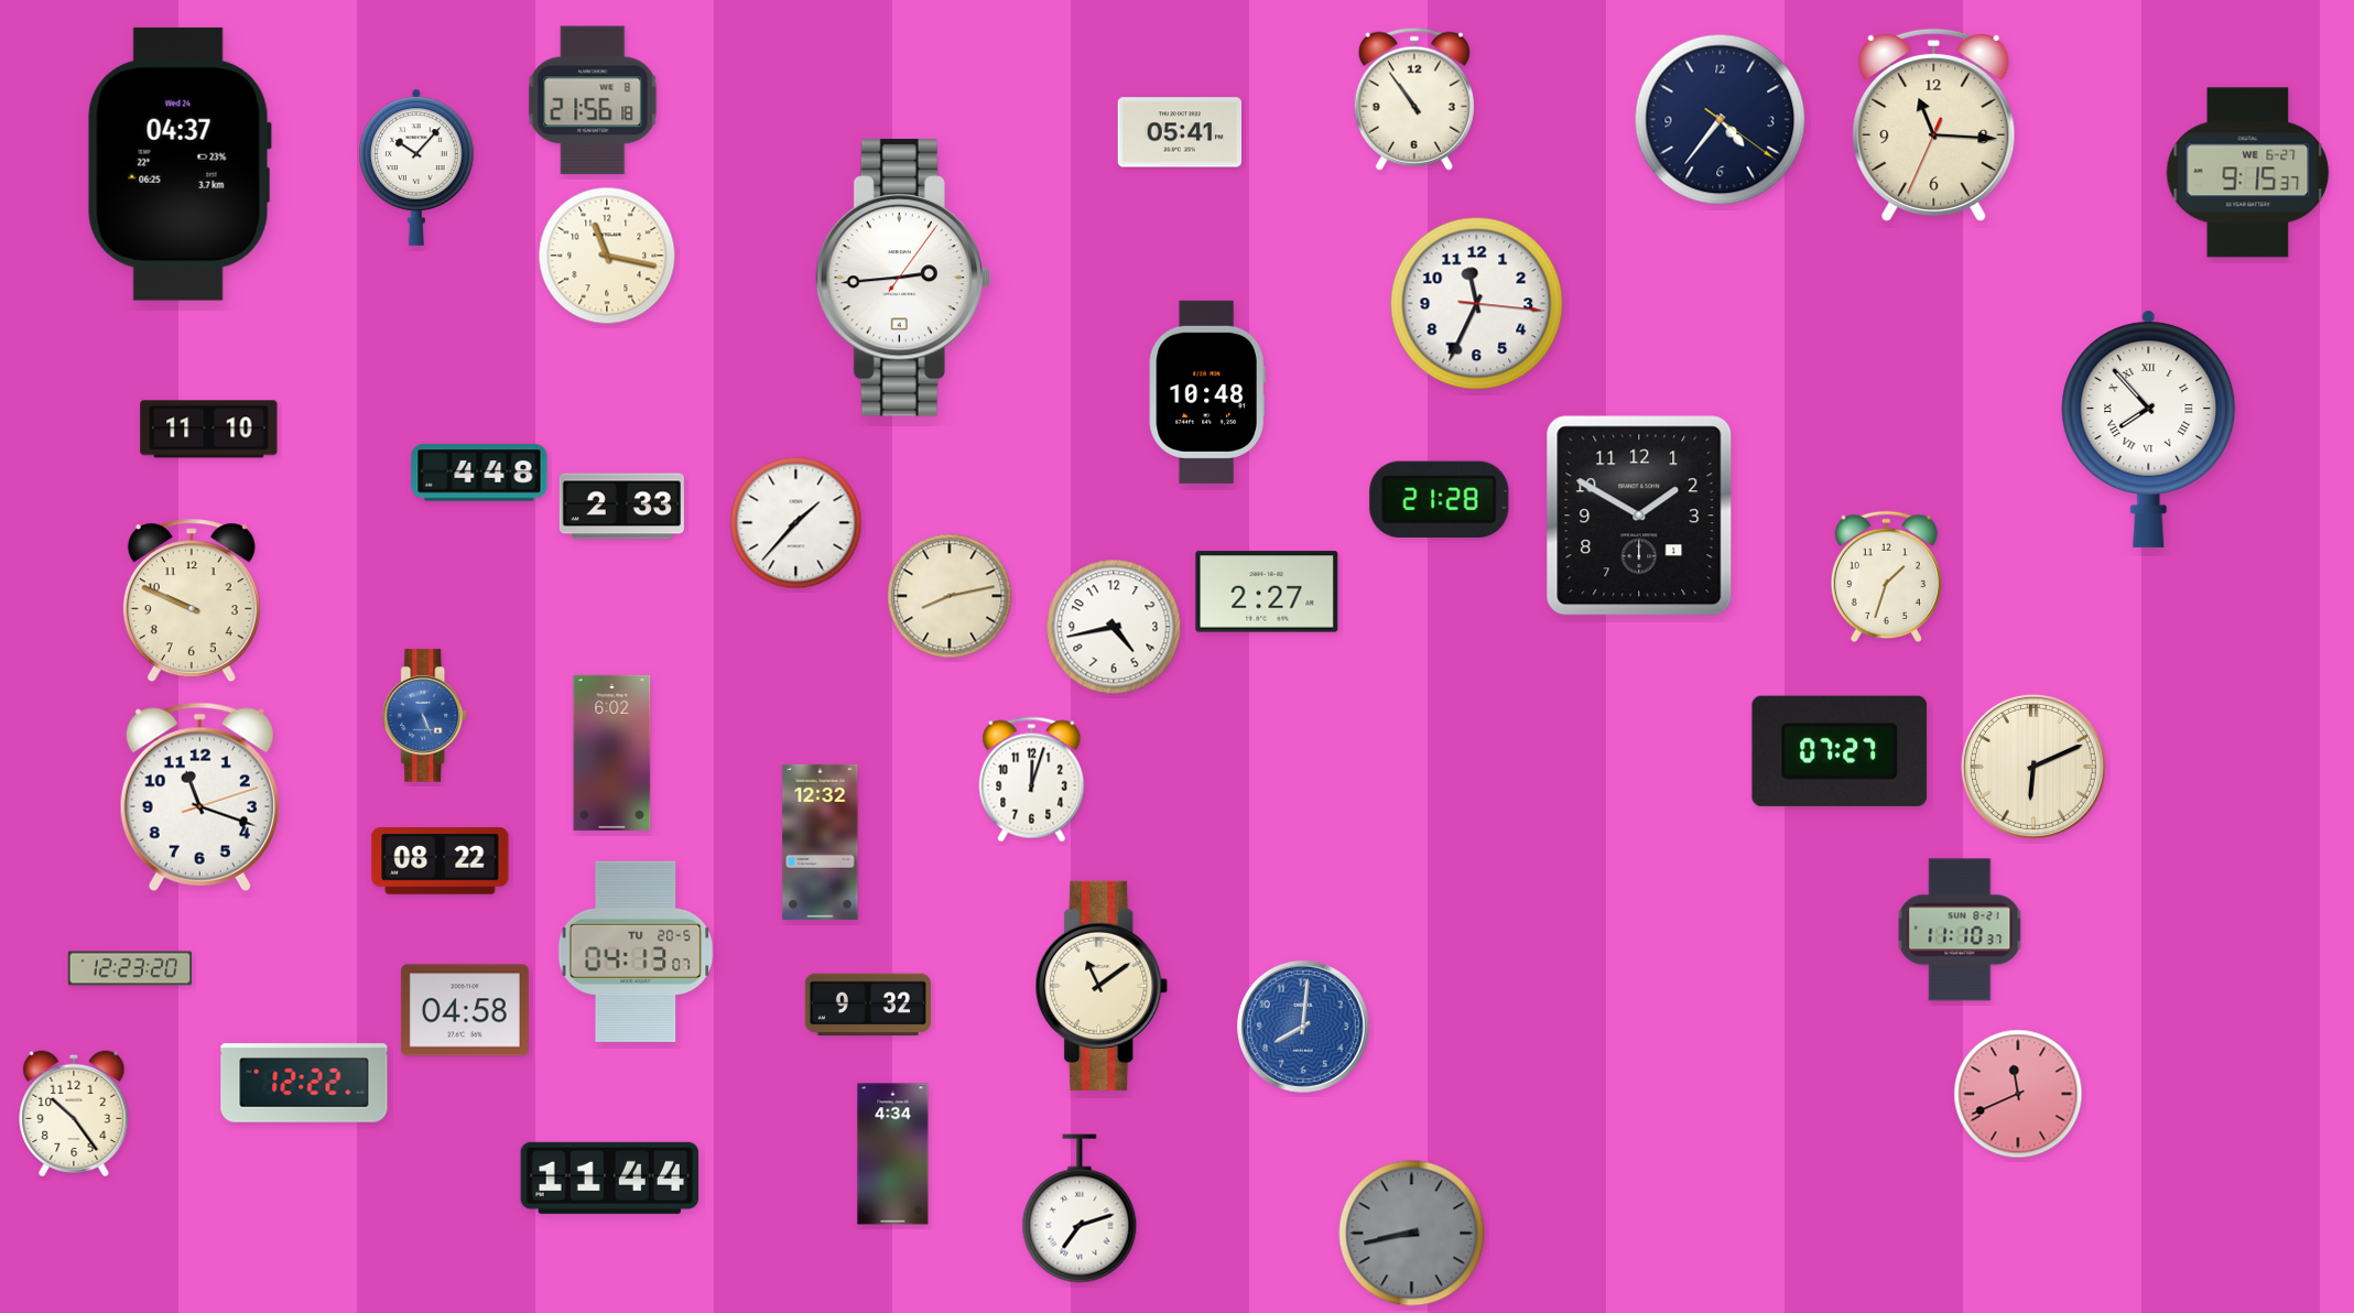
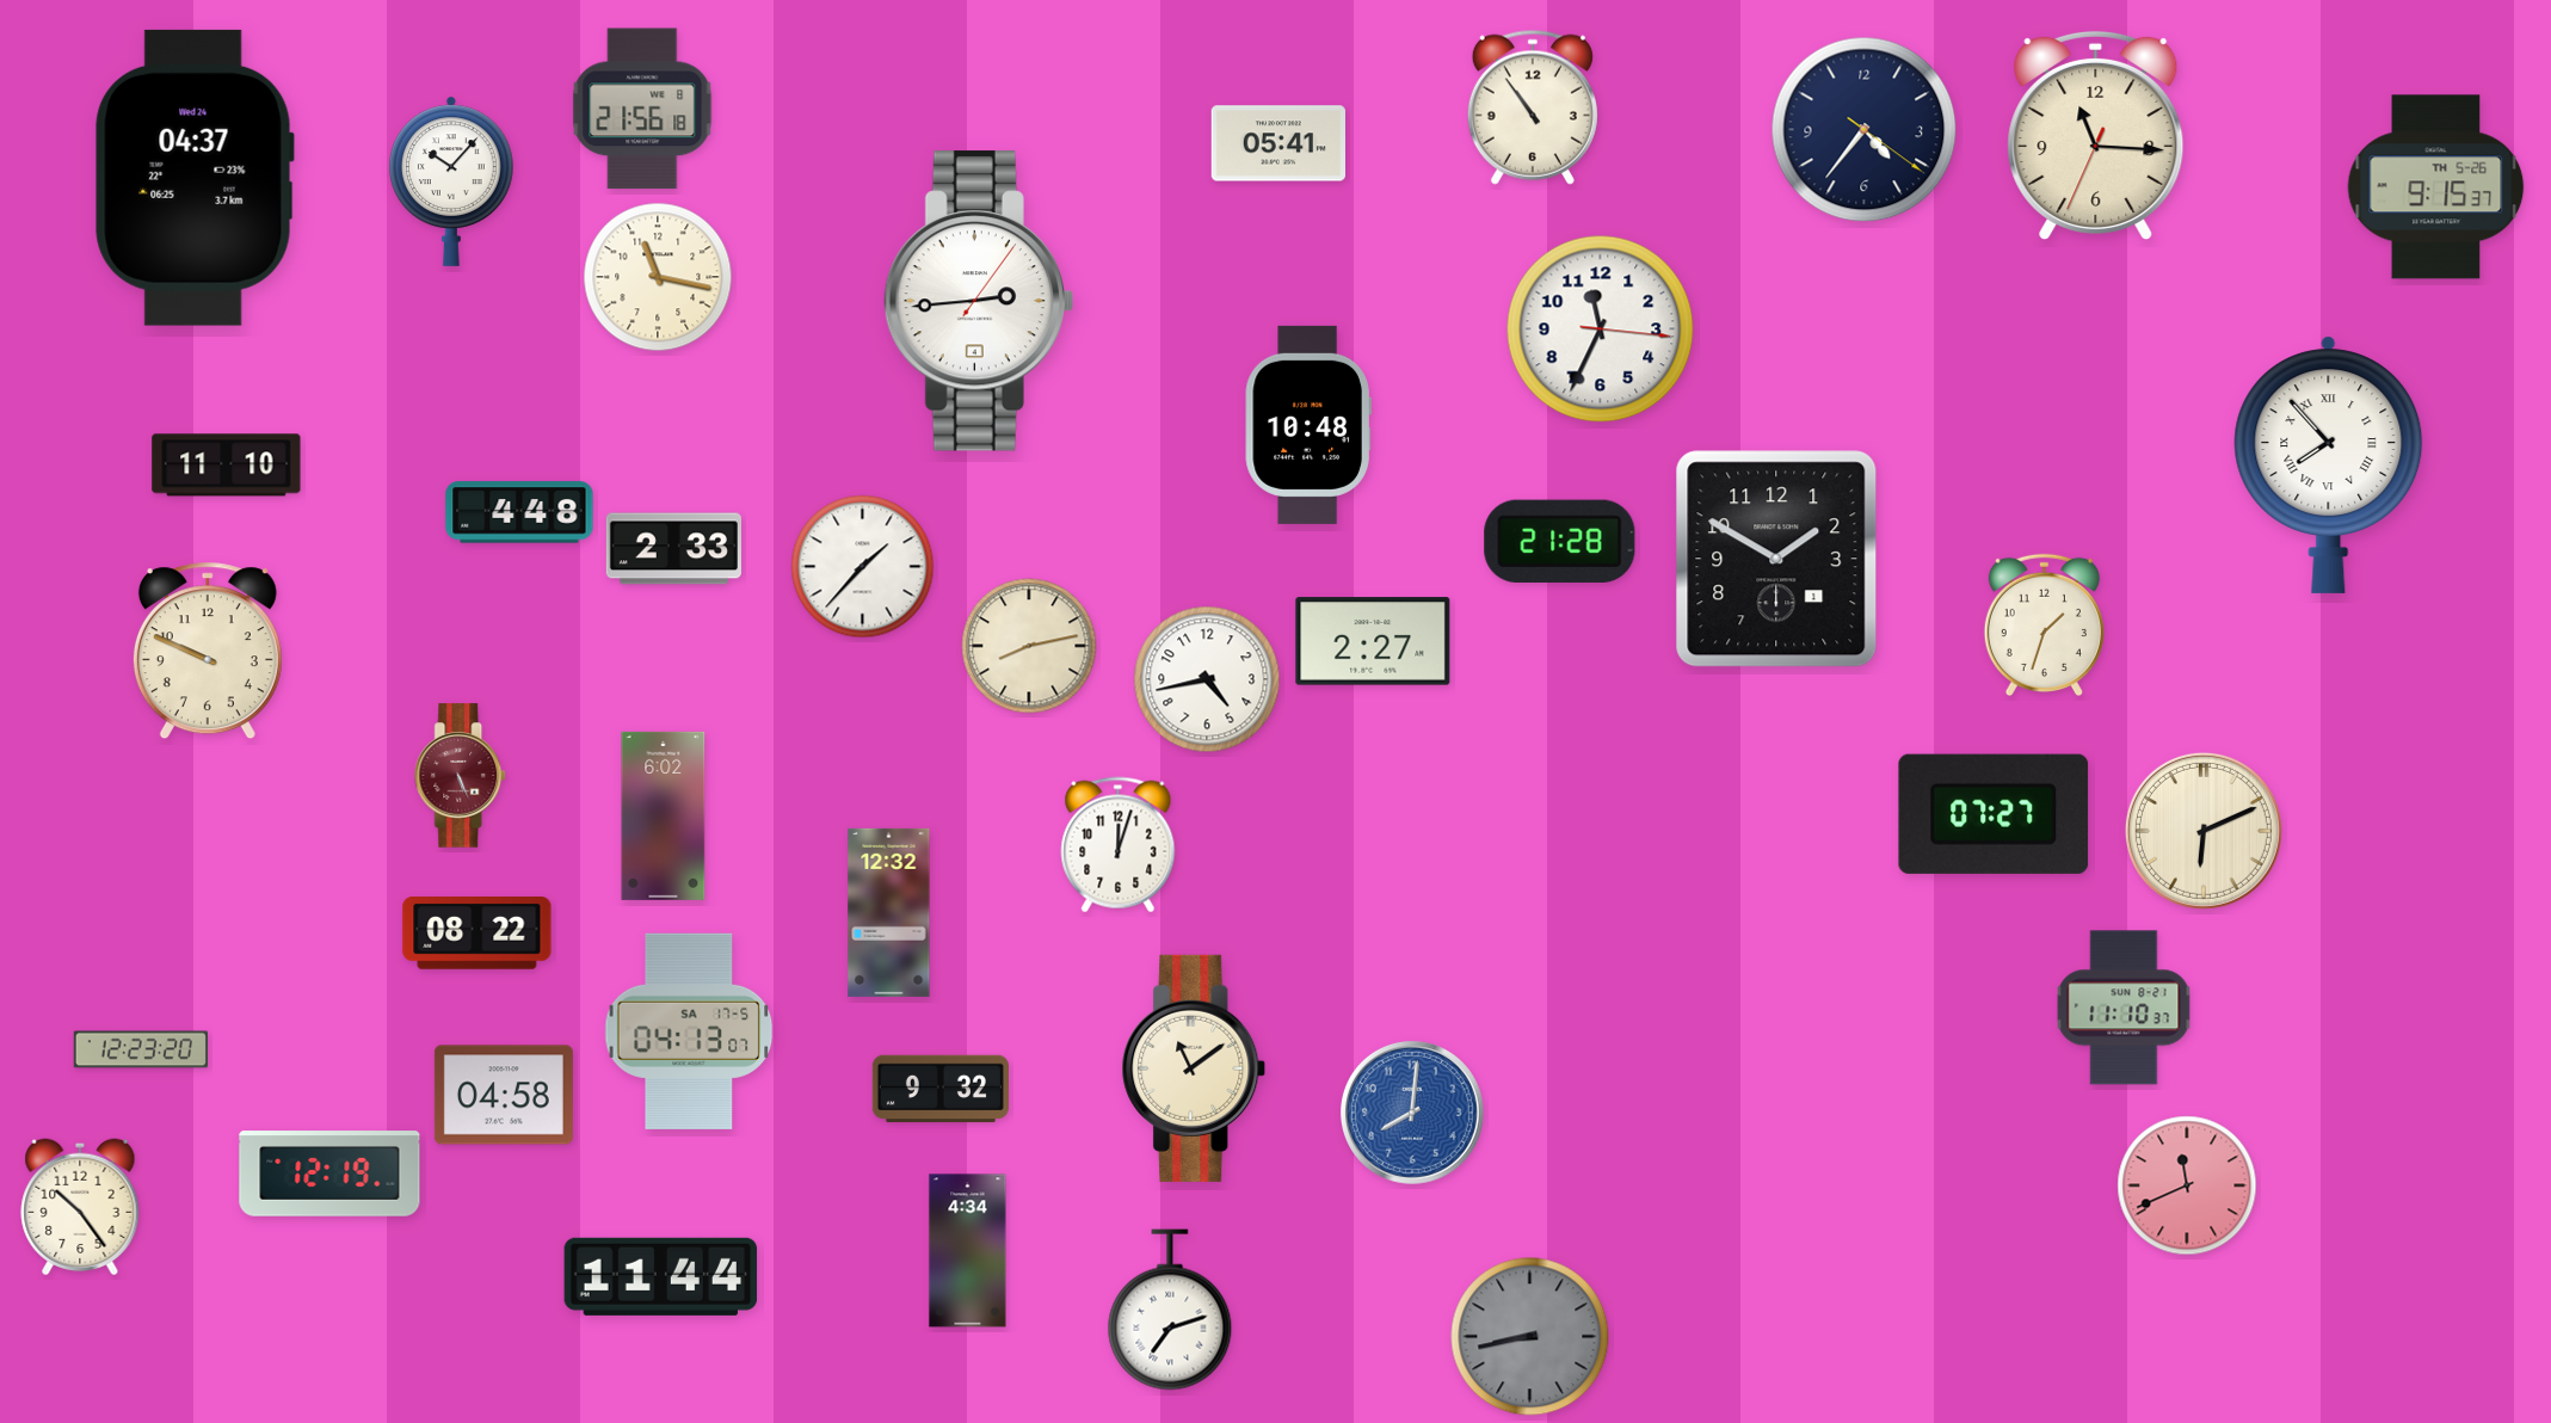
clock at (2248, 173) date: WE 6-27 -> TH 5-26
clock at (425, 716) dial: blue -> burgundy
clock at (199, 796): 11:18 -> none
clock at (636, 952) date: TU 20-5 -> SA 17-5
clock at (304, 1083): 12:22 -> 12:19
